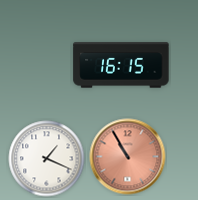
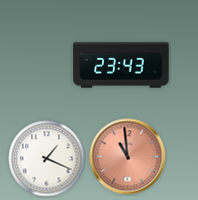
clock at (121, 65): 16:15 -> 23:43
clock at (128, 157): 10:55 -> 10:59
